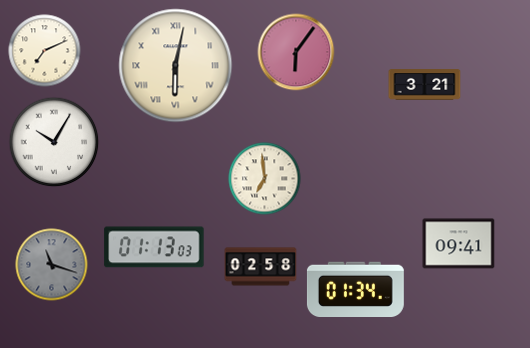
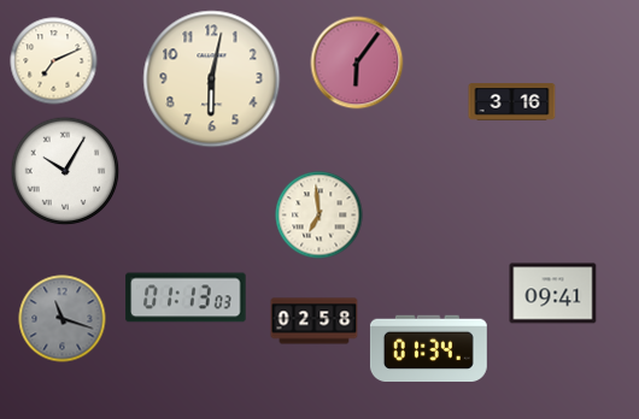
clock at (176, 66) numerals: Roman -> Arabic
clock at (425, 85): 3:21 -> 3:16
